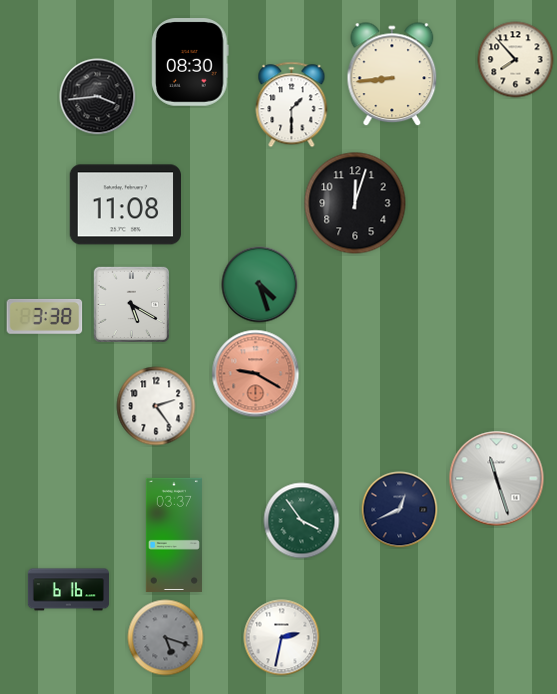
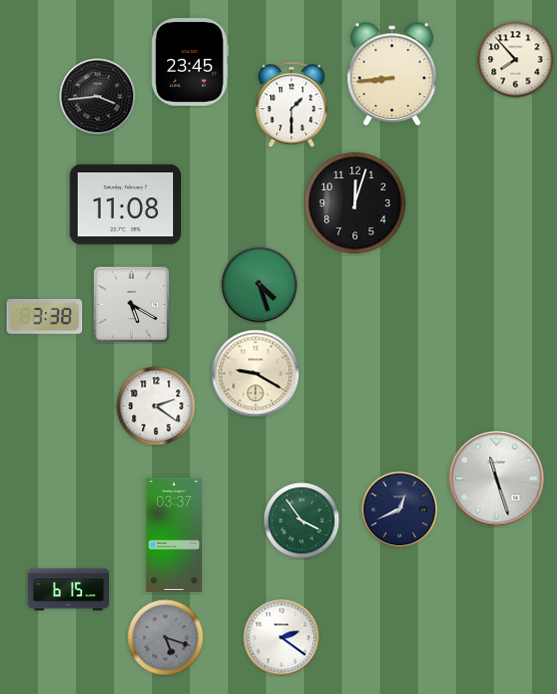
clock at (190, 62): 08:30 -> 23:45
clock at (256, 374) dial: salmon -> cream
clock at (156, 406): 2:24 -> 2:21
clock at (68, 590): 6:16 -> 6:15
clock at (282, 638): 2:32 -> 2:21
